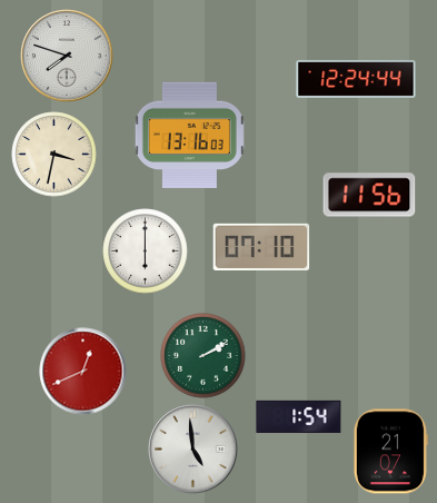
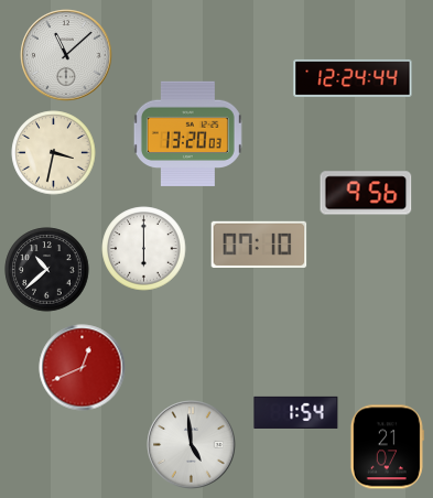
clock at (67, 56): 7:48 -> 11:08
clock at (189, 135): 13:16 -> 13:20
clock at (369, 195): 11:56 -> 9:56
clock at (47, 270): none -> 10:38
clock at (203, 356): 2:10 -> none
